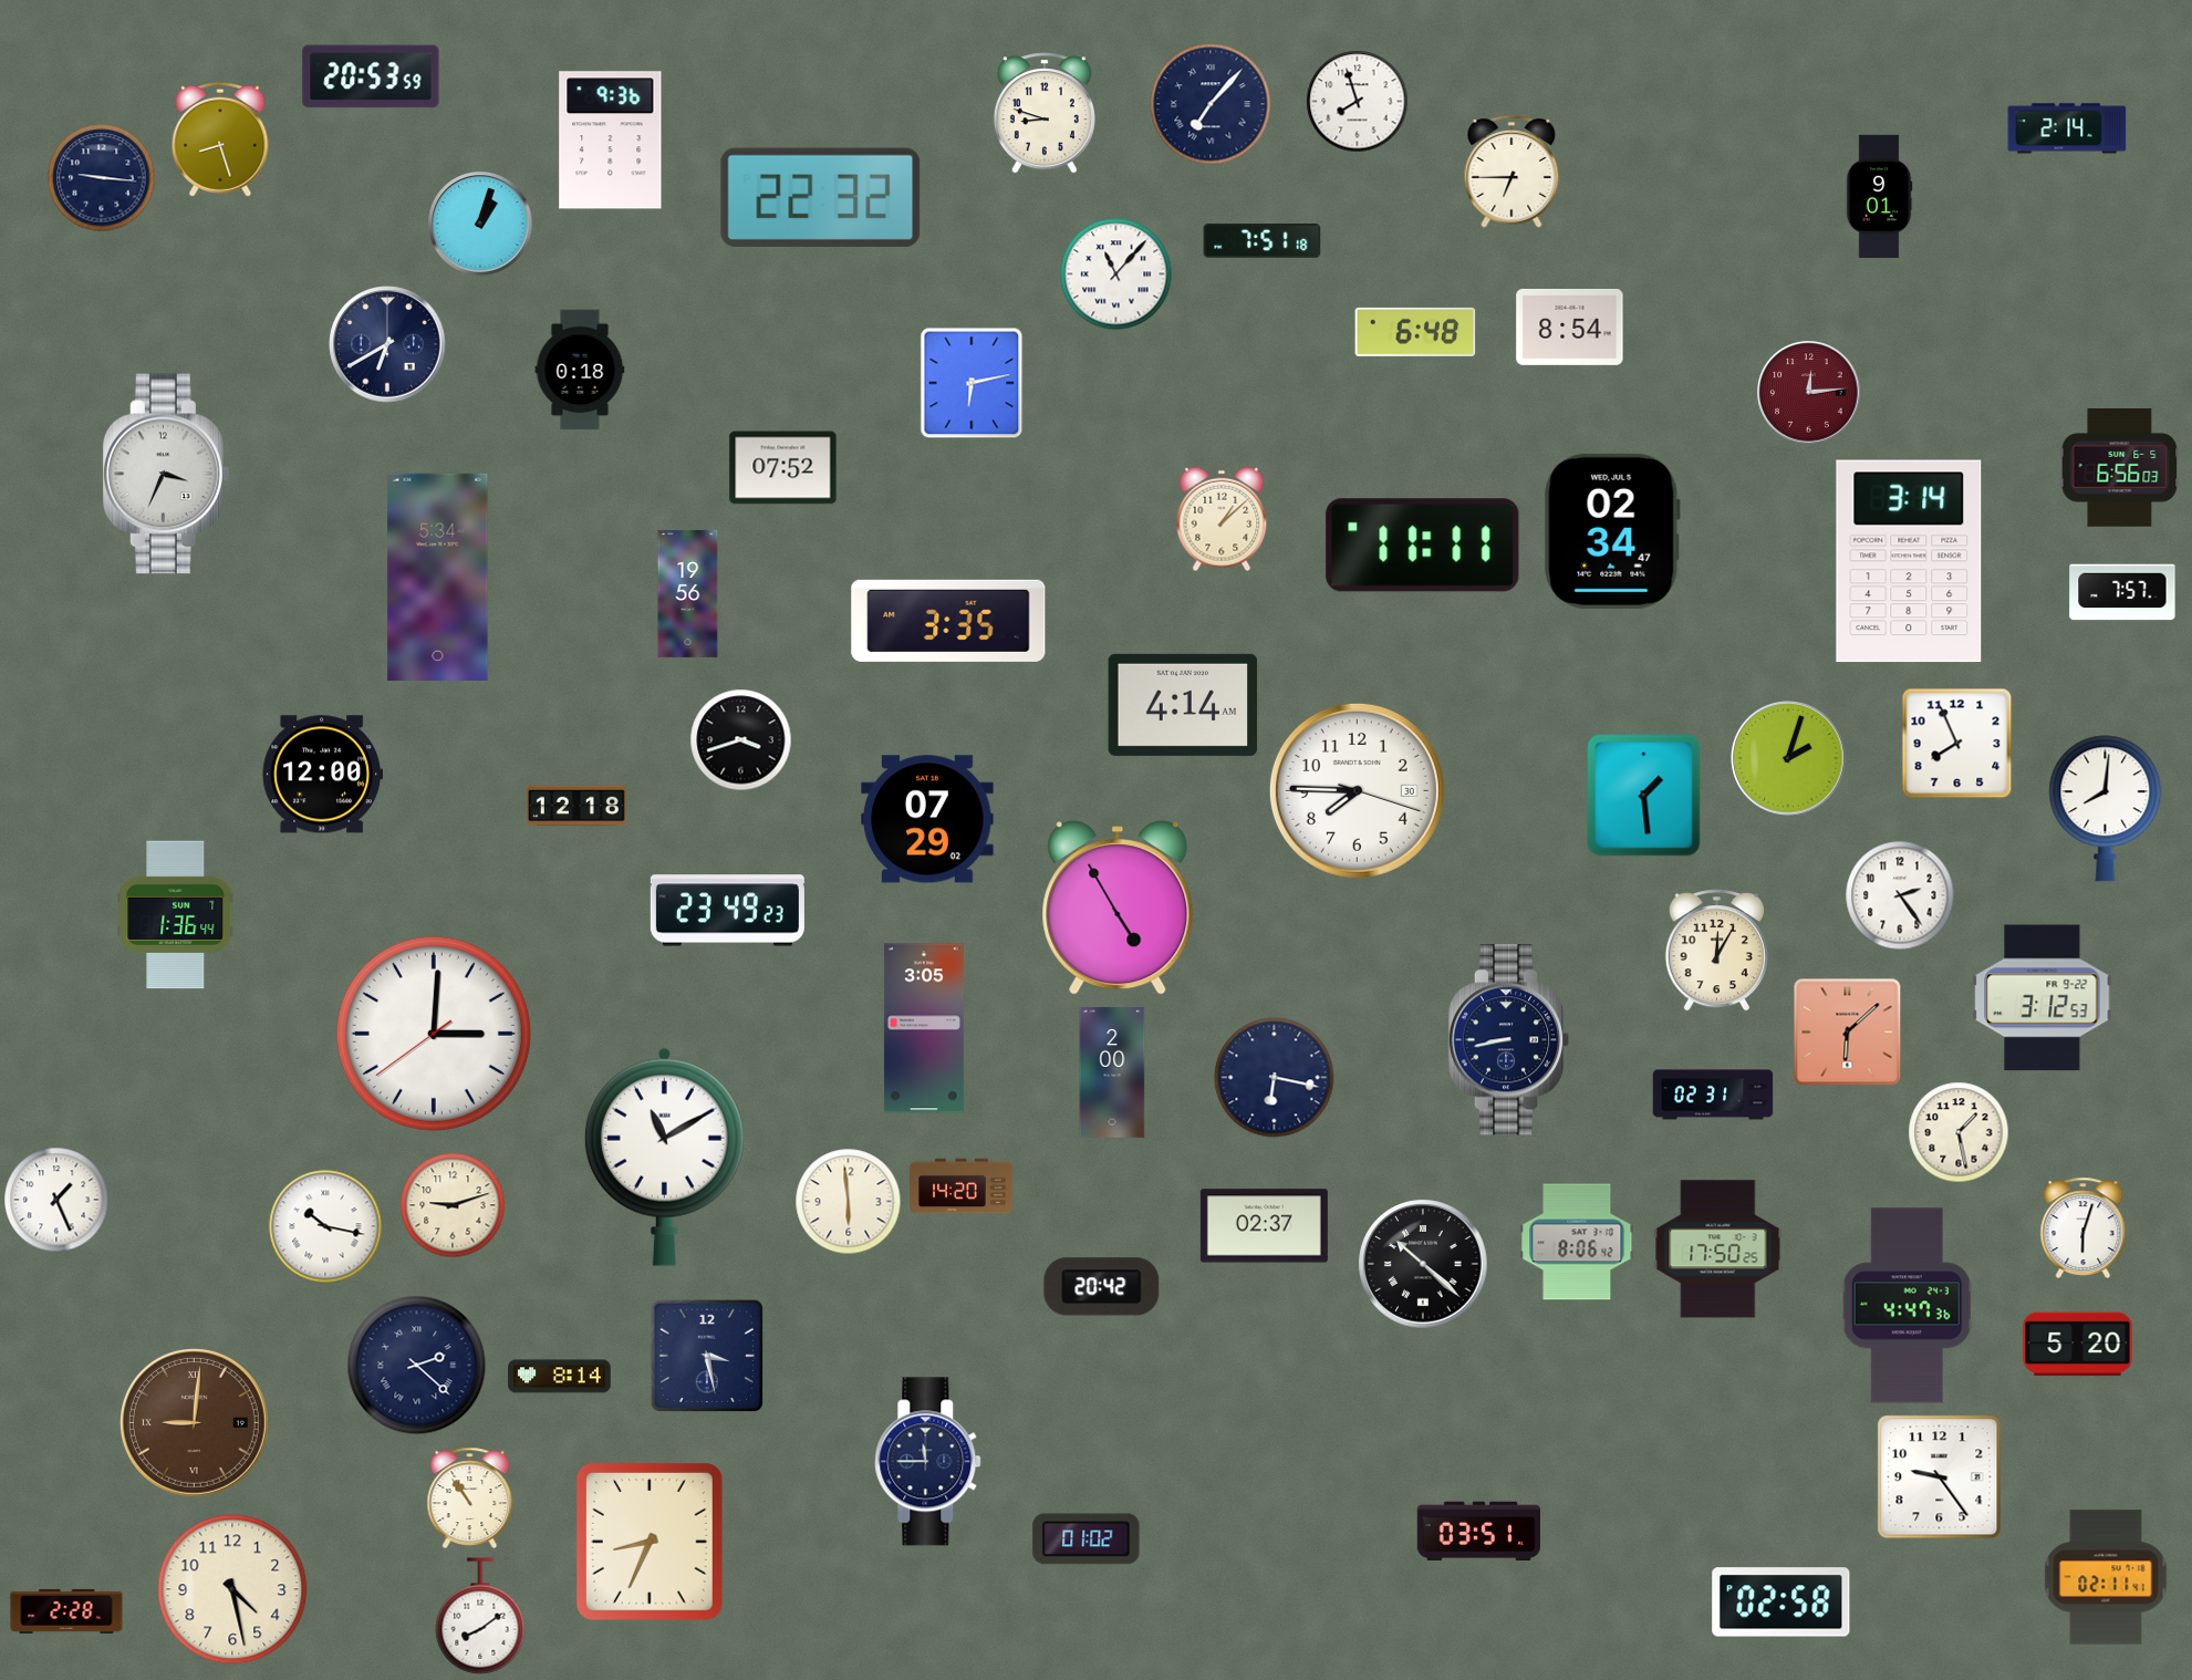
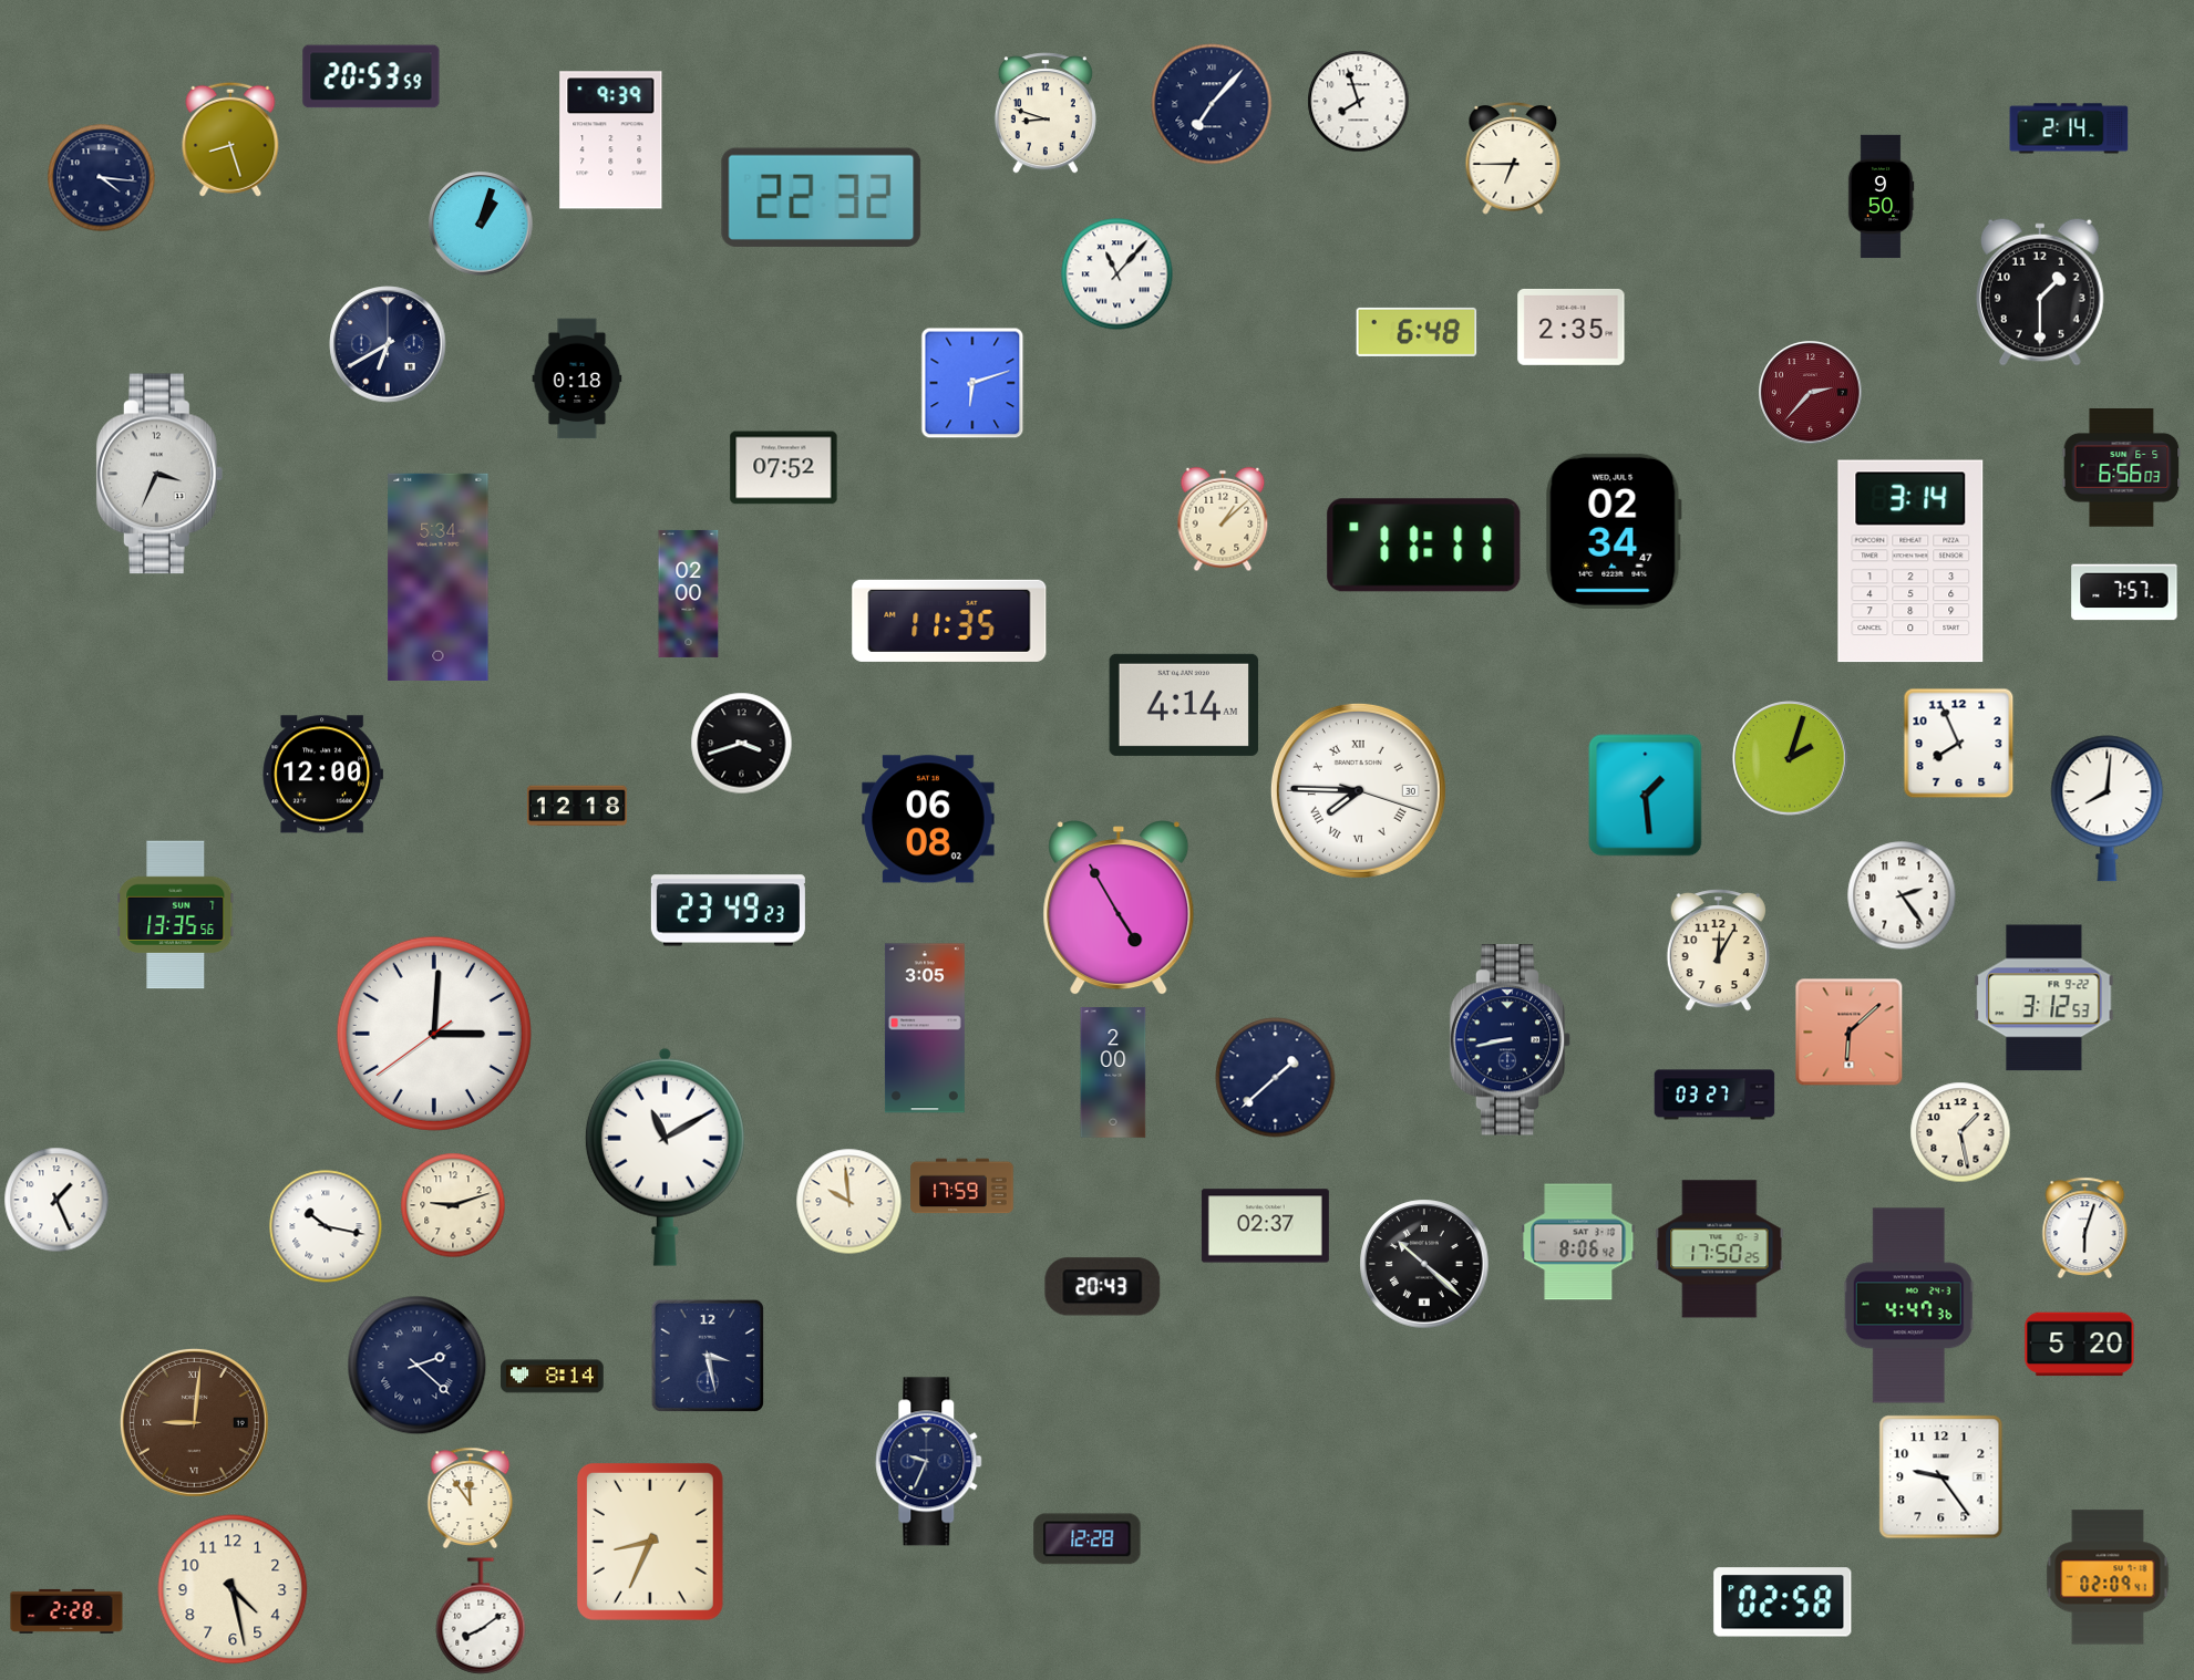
clock at (220, 139) position: (220, 139) -> (230, 139)
clock at (611, 141): 9:36 -> 9:39
clock at (1511, 173) position: (1511, 173) -> (1513, 159)
clock at (102, 178): 9:16 -> 4:16
clock at (1879, 197): 9:01 -> 9:50
clock at (1263, 241): 7:51 -> none
clock at (2040, 292): none -> 1:30
clock at (1570, 326): 8:54 -> 2:35
clock at (580, 370) position: (580, 370) -> (577, 378)
clock at (972, 383): 6:13 -> 6:12
clock at (1809, 393): 12:14 -> 2:37
clock at (166, 474) position: (166, 474) -> (159, 474)
clock at (688, 593): 19:56 -> 02:00
clock at (948, 621): 3:35 -> 11:35
clock at (741, 740) position: (741, 740) -> (742, 744)
clock at (1357, 790) numerals: Arabic -> Roman
clock at (927, 819): 07:29 -> 06:08
clock at (176, 915): 1:36 -> 13:35
clock at (1275, 1078): 6:17 -> 1:38
clock at (1713, 1095): 02:31 -> 03:27
clock at (962, 1186): 14:20 -> 17:59
clock at (849, 1202): 5:59 -> 9:59
clock at (1102, 1287): 20:42 -> 20:43
clock at (560, 1377) position: (560, 1377) -> (553, 1377)
clock at (928, 1462): 11:45 -> 9:34
clock at (470, 1497): 10:54 -> 11:54
clock at (1478, 1531): 03:51 -> none
clock at (1087, 1539): 01:02 -> 12:28
clock at (2106, 1577): 02:11 -> 02:09
